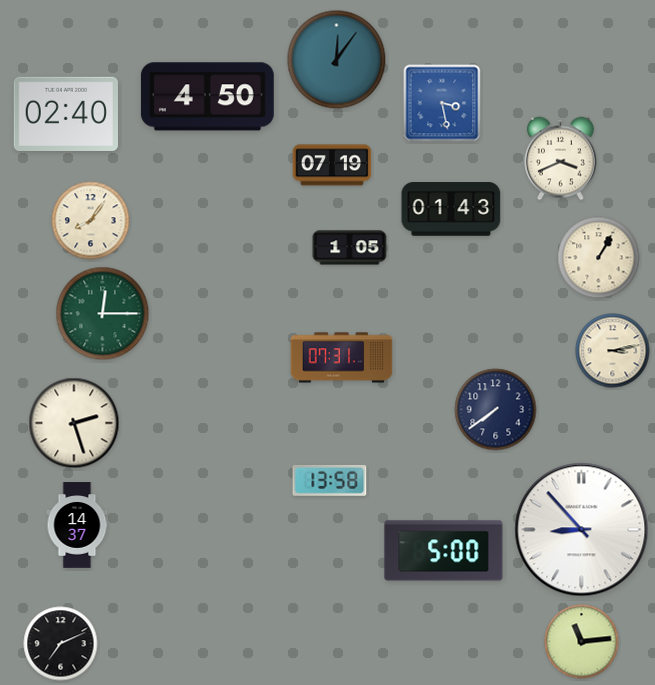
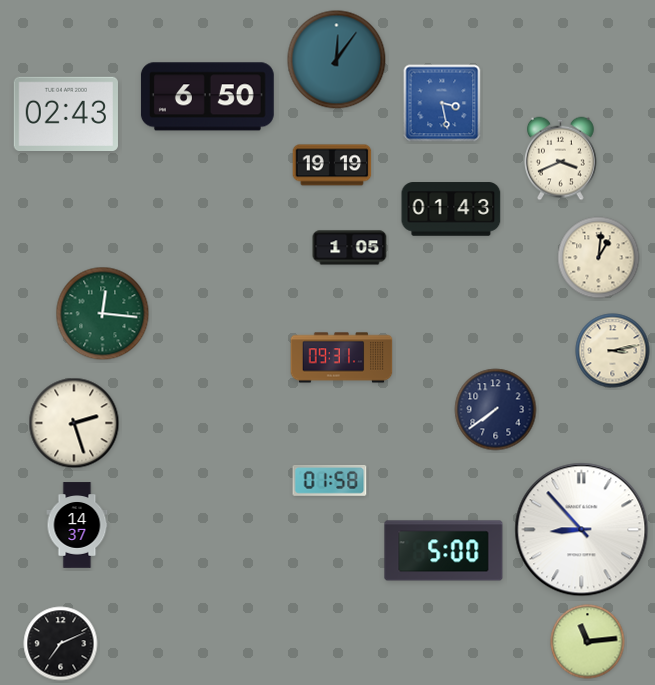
clock at (207, 97): 4:50 -> 6:50
clock at (66, 113): 02:40 -> 02:43
clock at (332, 165): 07:19 -> 19:19
clock at (91, 221): 8:06 -> none
clock at (599, 258): 1:05 -> 1:01
clock at (103, 314): 12:15 -> 12:16
clock at (342, 358): 07:31 -> 09:31
clock at (330, 480): 13:58 -> 01:58
clock at (582, 642) position: (582, 642) -> (588, 642)
